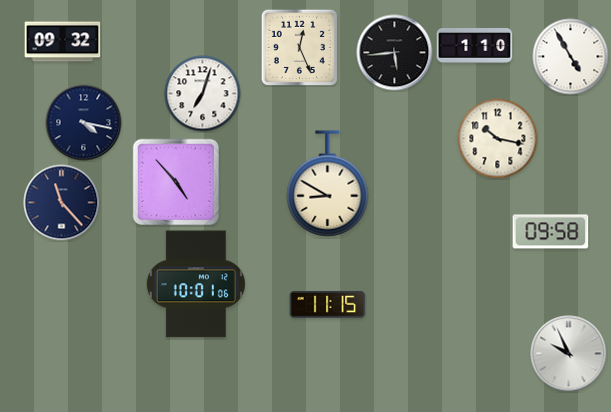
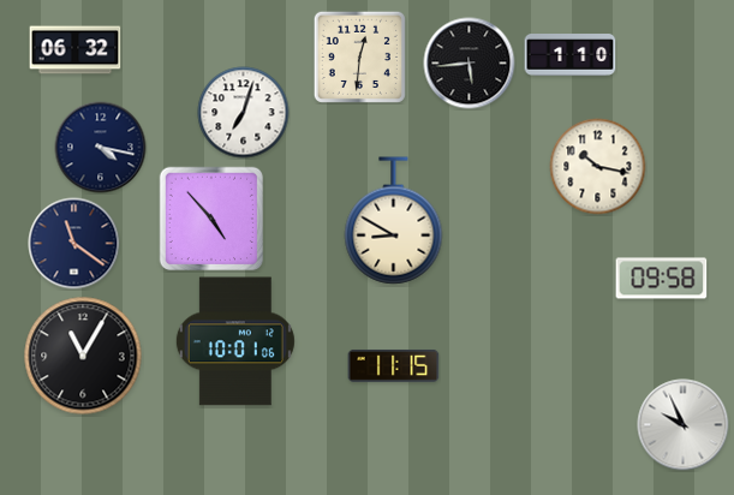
clock at (63, 42): 09:32 -> 06:32
clock at (299, 47): 12:26 -> 12:31
clock at (395, 53) position: (395, 53) -> (470, 64)
clock at (571, 57): 4:55 -> none
clock at (62, 203): 11:23 -> 11:21
clock at (83, 356): none -> 11:05
